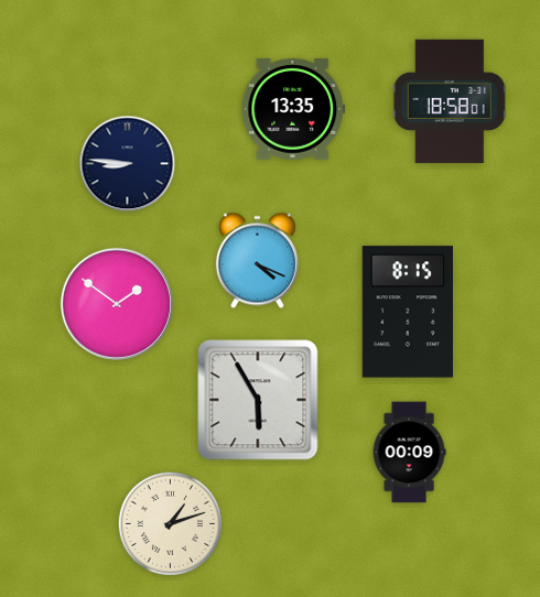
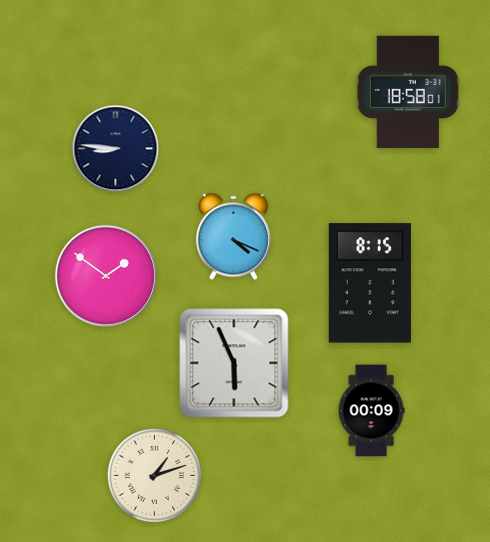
clock at (293, 109): 13:35 -> none
clock at (258, 400): 5:55 -> 5:56
